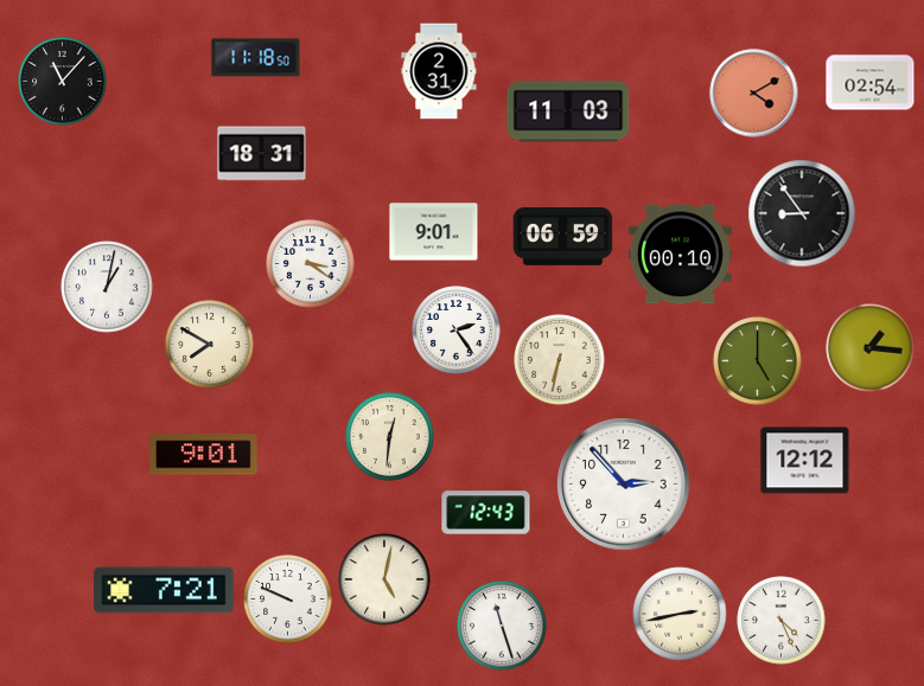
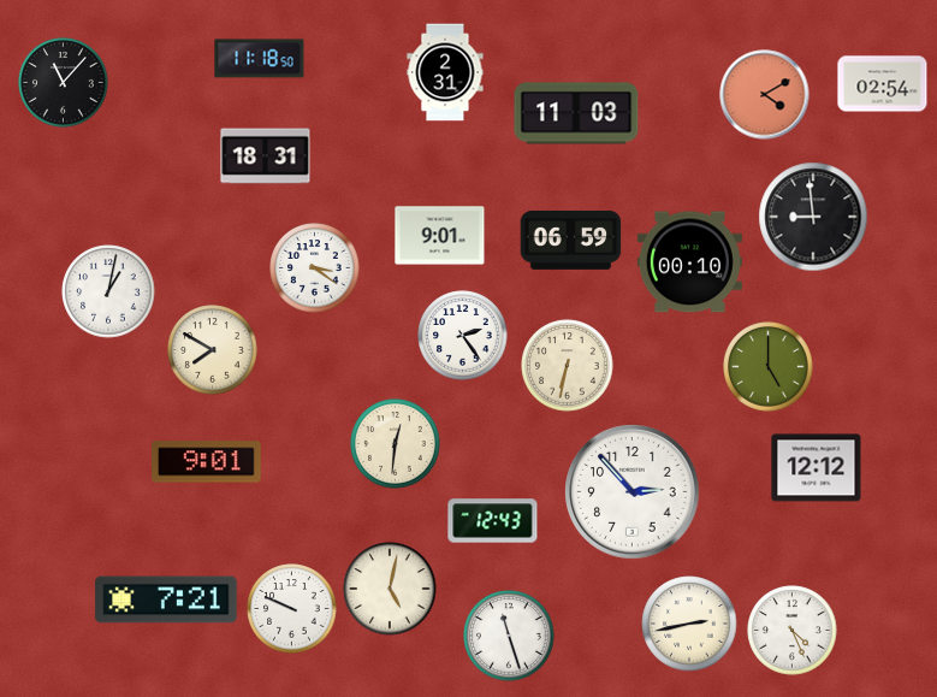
clock at (802, 213): 8:54 -> 8:59
clock at (680, 255) position: (680, 255) -> (689, 262)
clock at (871, 348): 1:16 -> none
